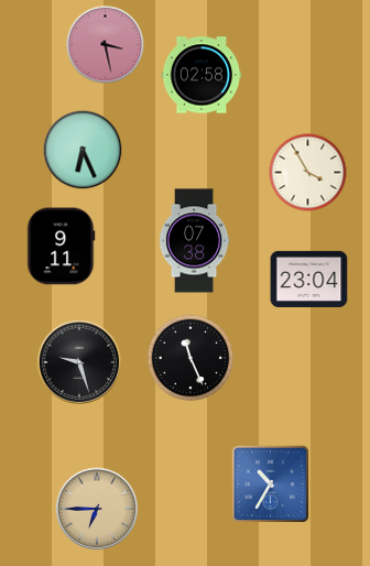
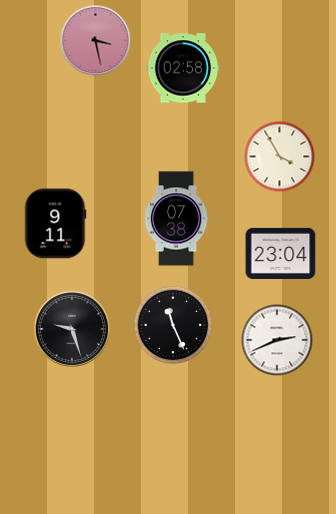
clock at (83, 150): 6:26 -> none
clock at (277, 340): none -> 2:41
clock at (271, 485): 10:35 -> none
clock at (97, 509): 6:45 -> none
